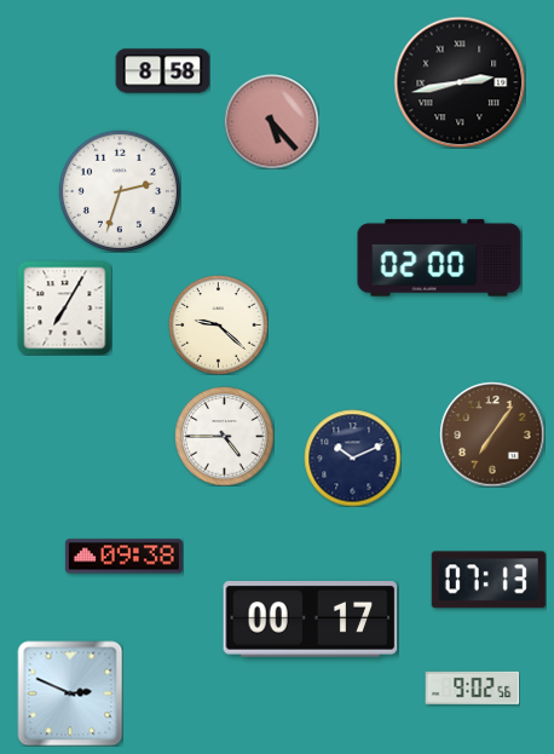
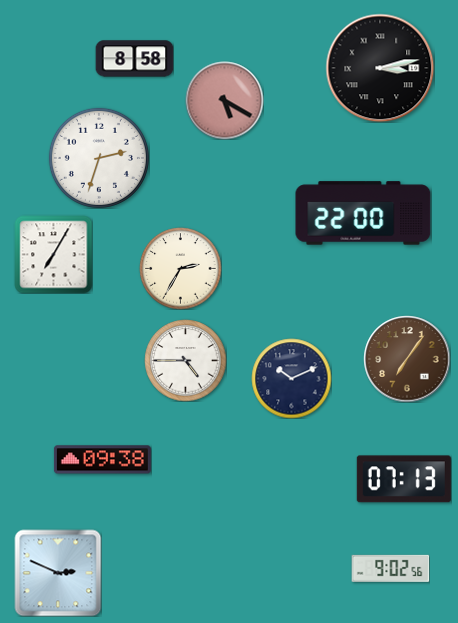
clock at (460, 82): 2:43 -> 3:13
clock at (271, 121): 5:23 -> 5:20
clock at (439, 258): 02:00 -> 22:00
clock at (218, 324): 9:22 -> 2:35
clock at (311, 620): 00:17 -> none
